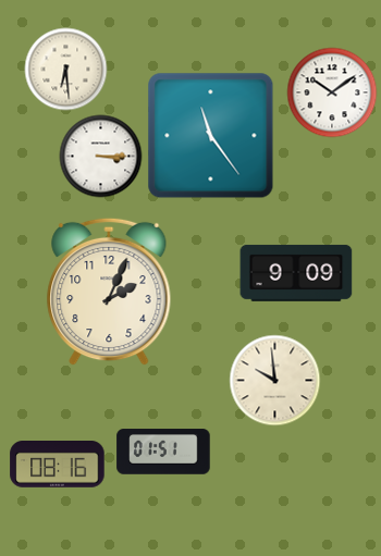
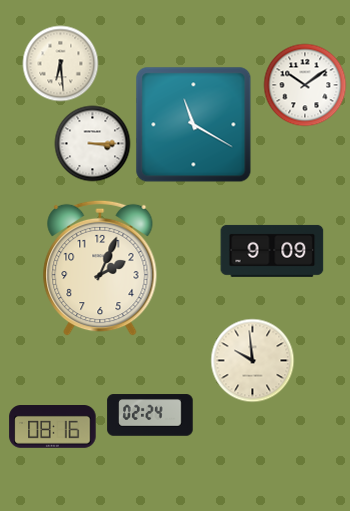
clock at (211, 136): 11:24 -> 11:20
clock at (275, 381) position: (275, 381) -> (253, 361)
clock at (163, 452): 01:51 -> 02:24
